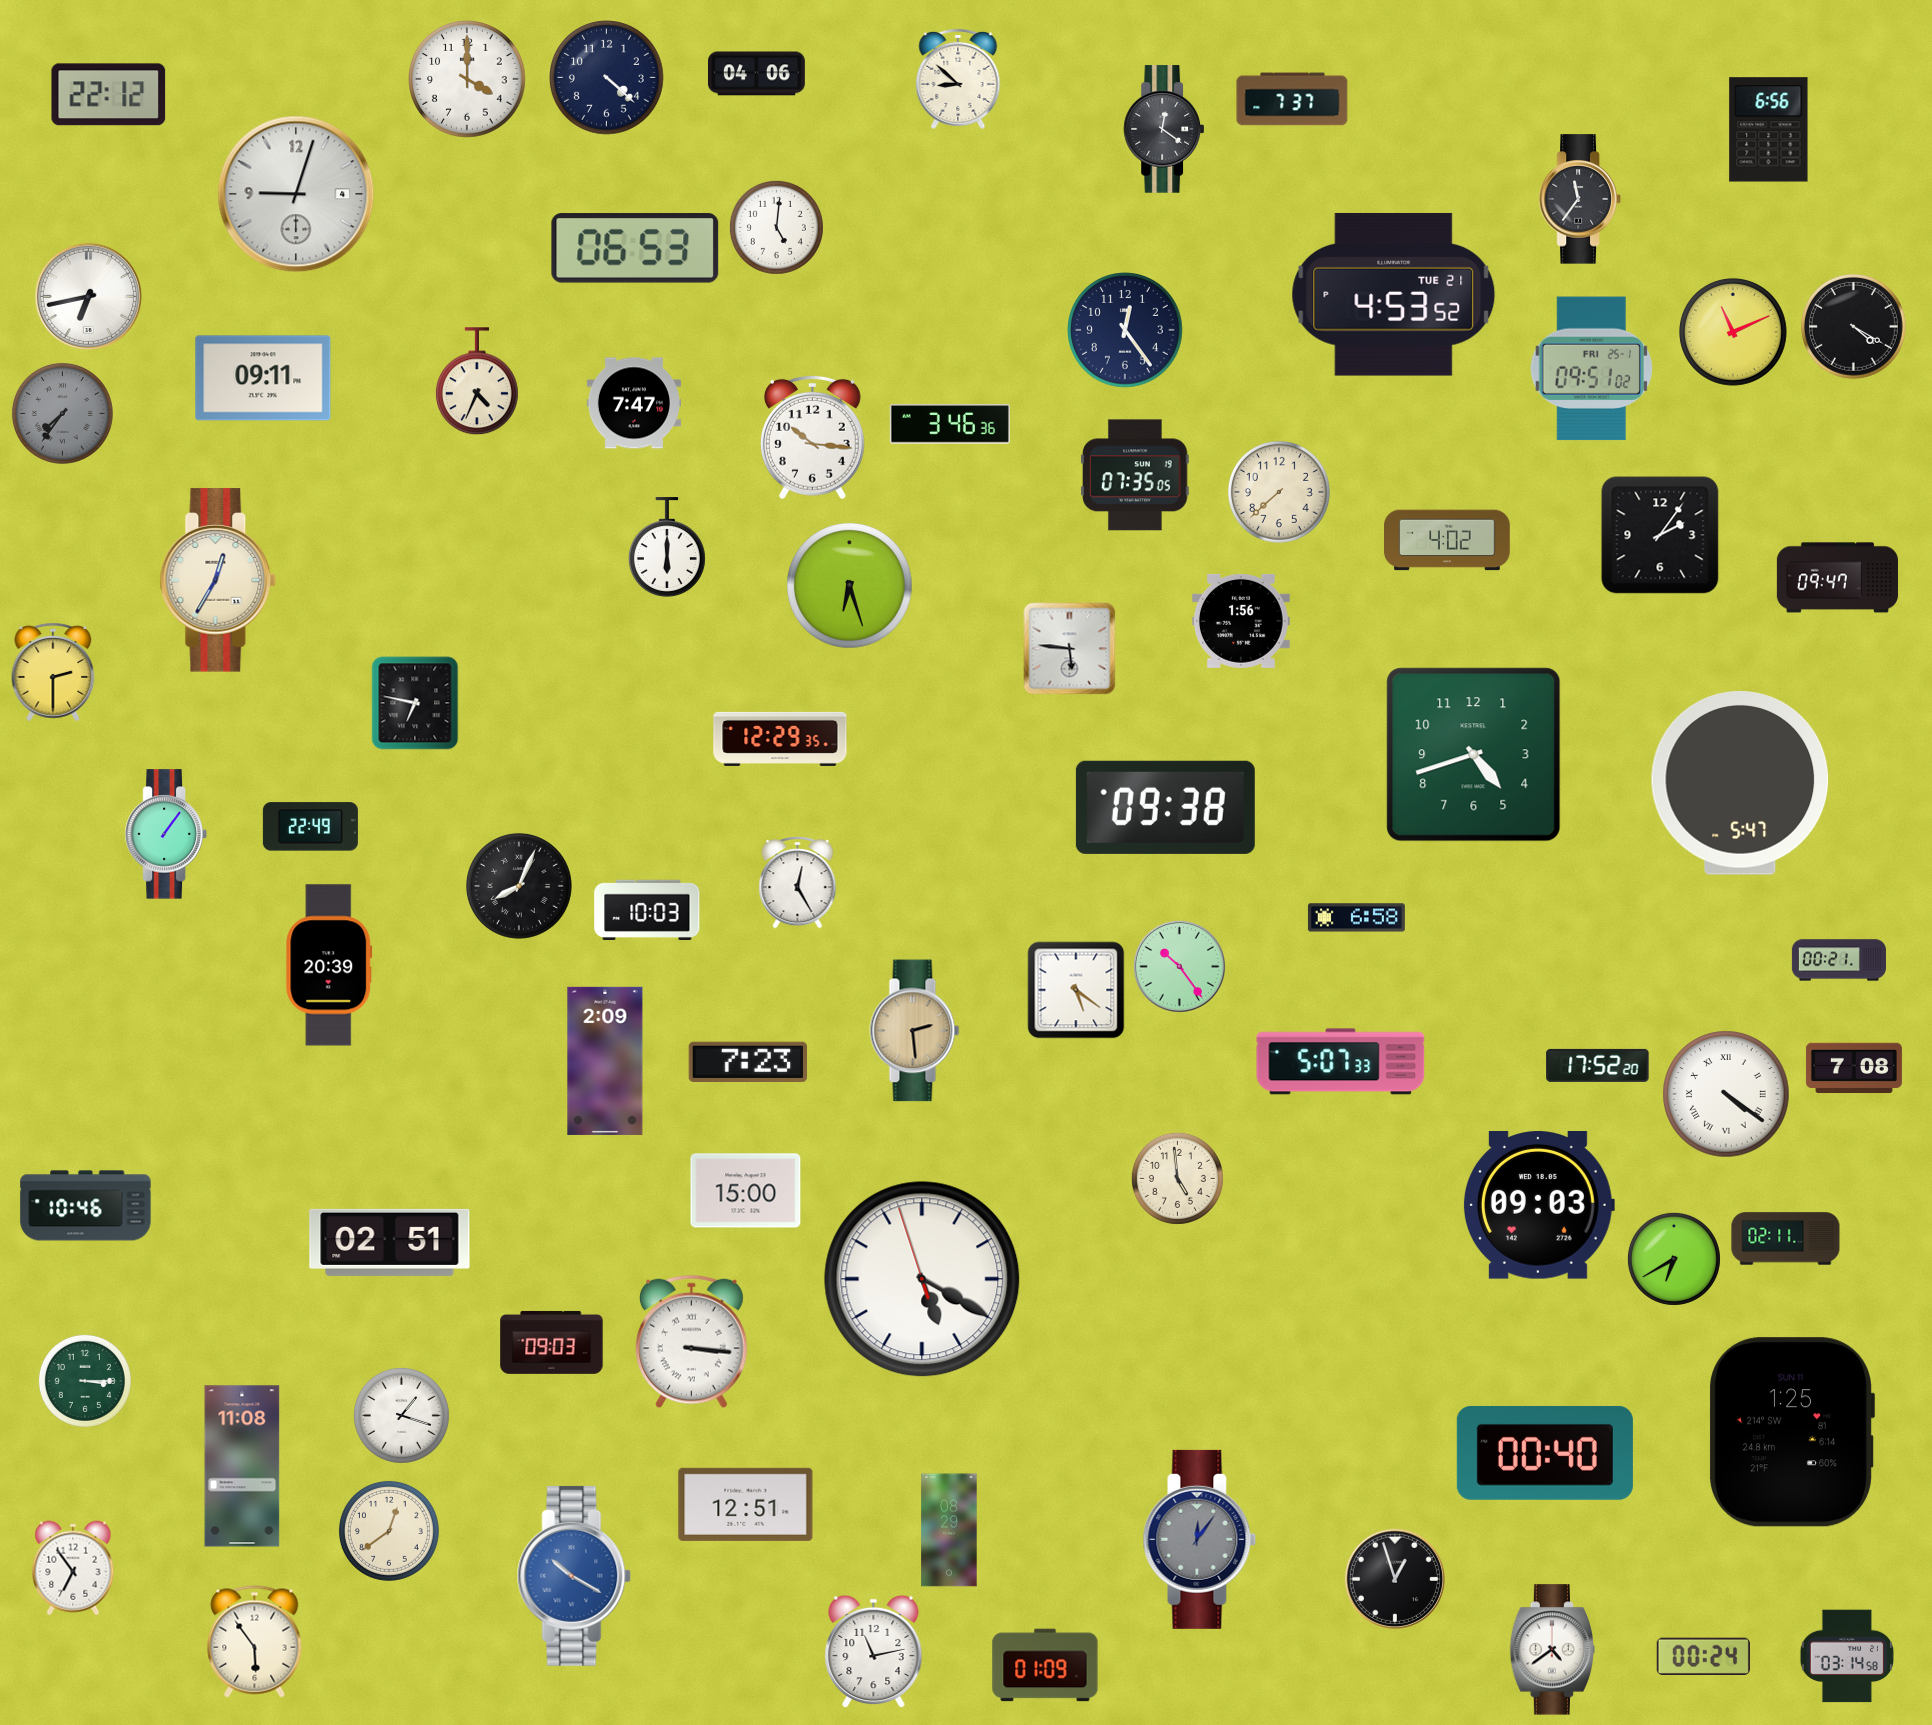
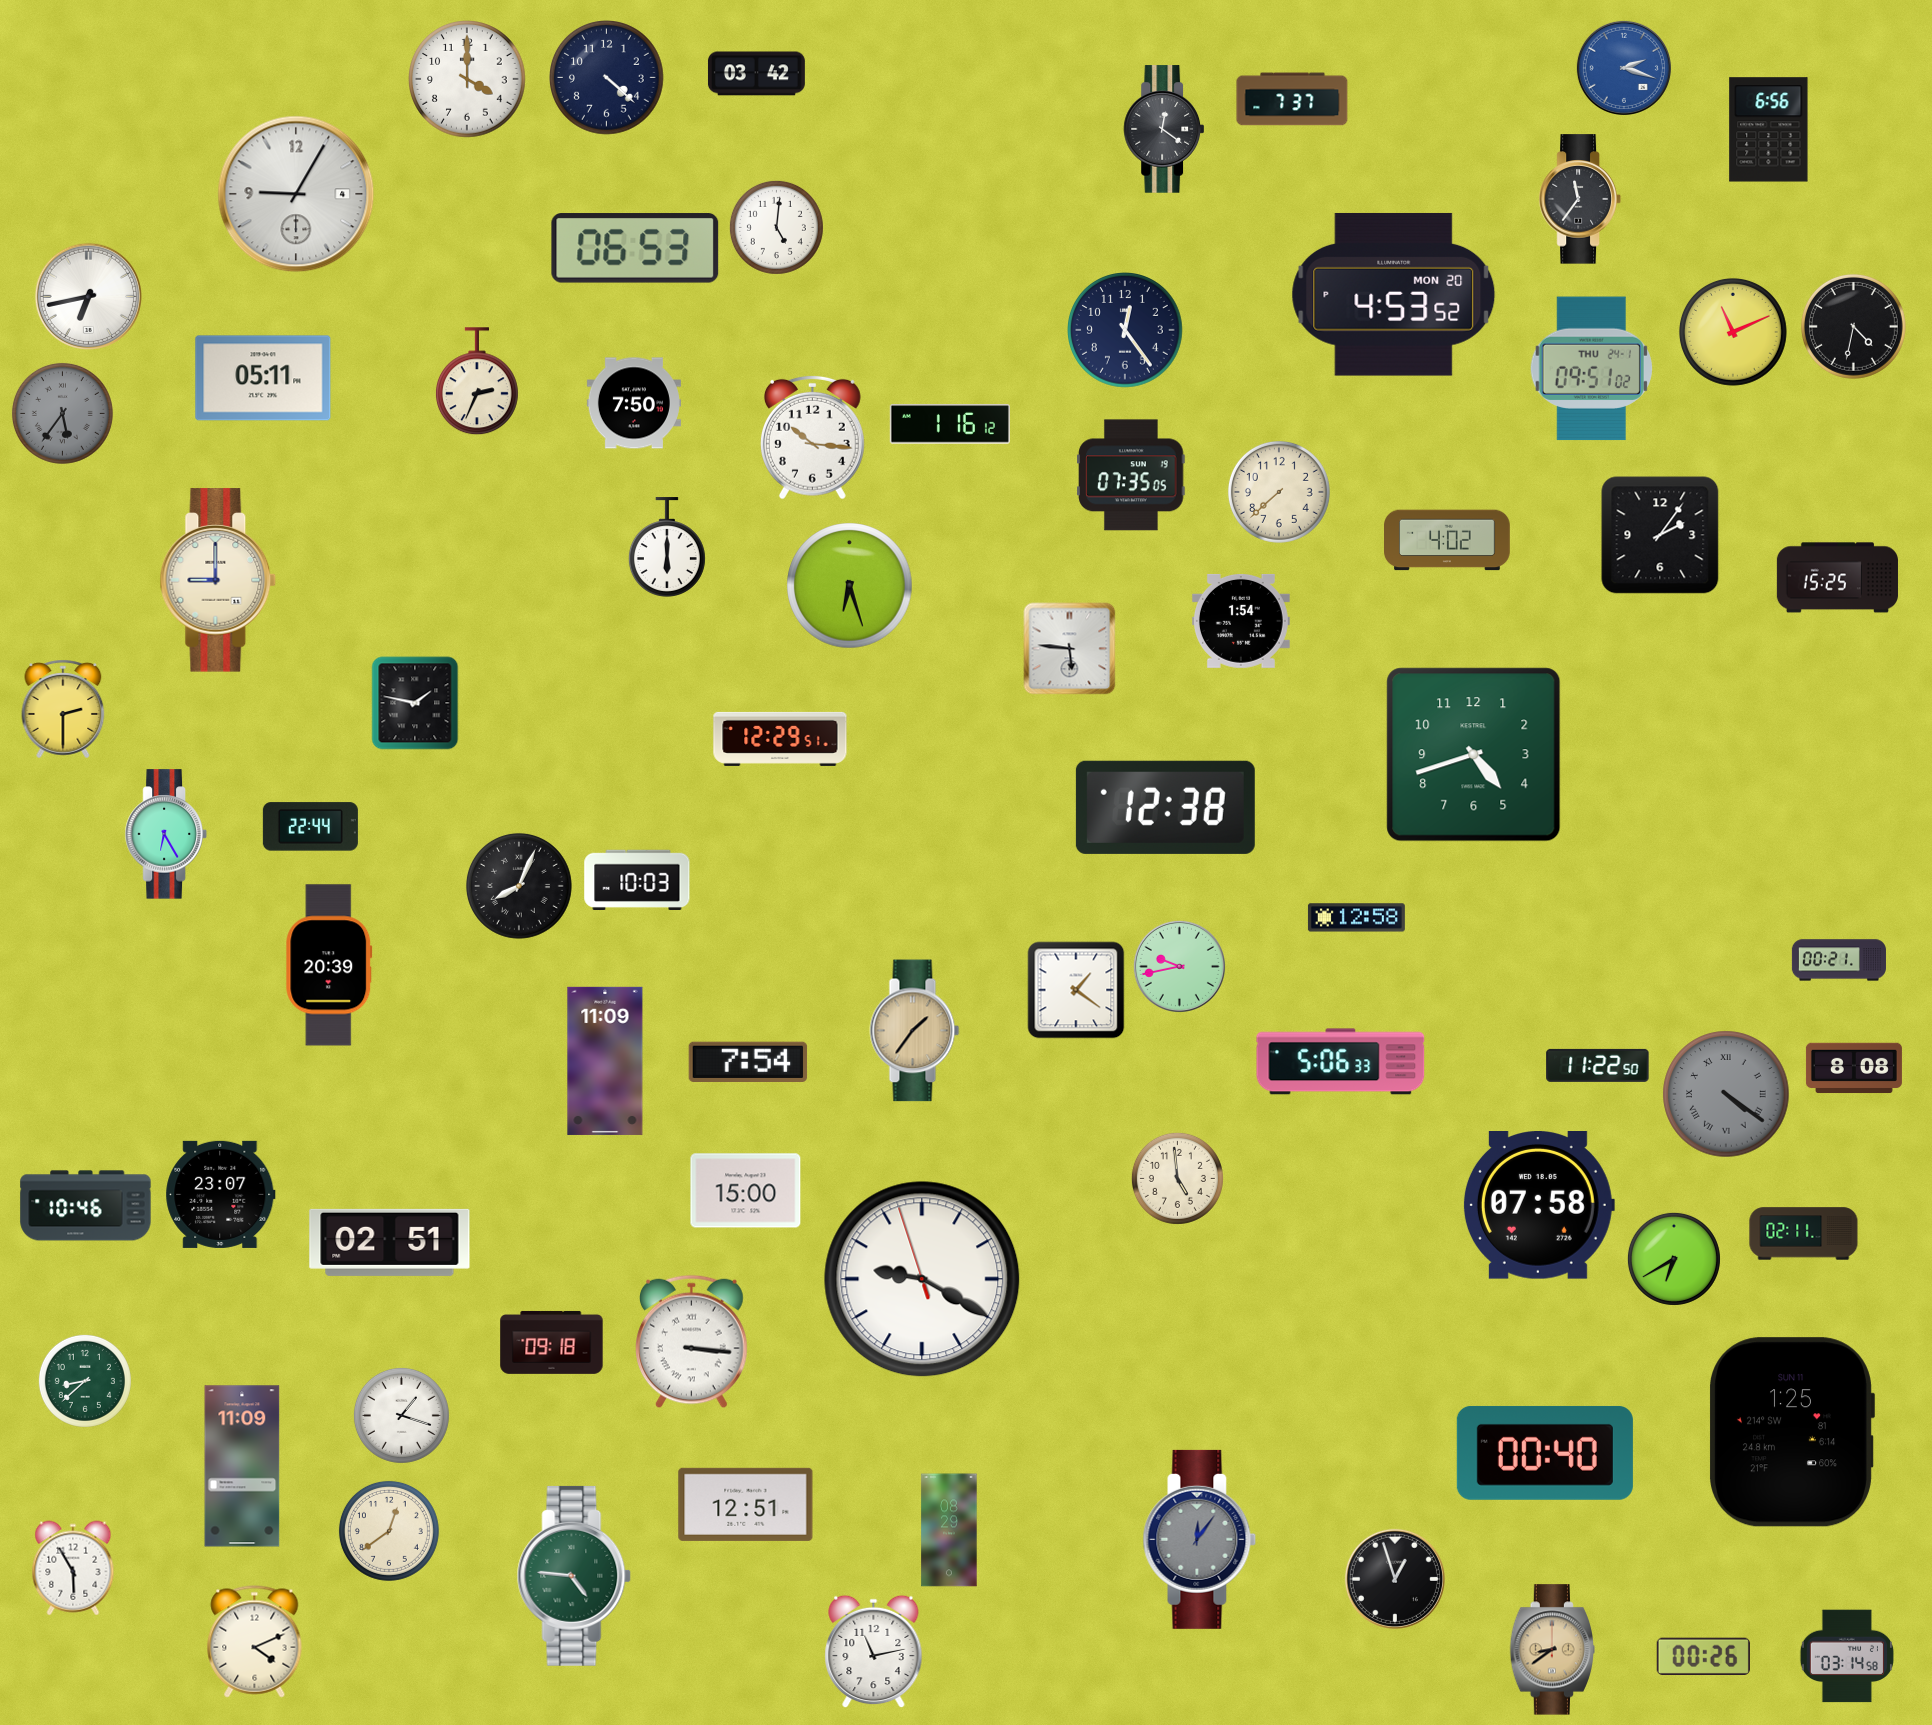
clock at (1624, 68): none -> 2:18
clock at (756, 74): 04:06 -> 03:42
clock at (958, 79): 8:52 -> none
clock at (109, 95): 22:12 -> none
clock at (296, 194): 9:03 -> 9:05
clock at (1394, 294) date: TUE 21 -> MON 20
clock at (1853, 326): 4:20 -> 4:32
clock at (1591, 369) date: FRI 25-1 -> THU 24-1
clock at (263, 378): 09:11 -> 05:11
clock at (477, 382): 4:34 -> 2:34
clock at (634, 403): 7:47 -> 7:50
clock at (62, 413): 7:36 -> 5:36
clock at (950, 424): 3:46 -> 1:16
clock at (1135, 475) position: (1135, 475) -> (1131, 475)
clock at (1837, 578): 09:47 -> 15:25
clock at (218, 580): 12:35 -> 9:00
clock at (1241, 621): 1:56 -> 1:54
clock at (53, 672) position: (53, 672) -> (63, 709)
clock at (415, 703): 6:47 -> 1:47
clock at (780, 739): 12:29:35 -> 12:29:51
clock at (1740, 784): 5:47 -> none
clock at (1165, 807): 09:38 -> 12:38
clock at (310, 827): 22:49 -> 22:44
clock at (166, 834): 1:06 -> 6:25
clock at (798, 883): 12:25 -> none
clock at (647, 909) position: (647, 909) -> (637, 879)
clock at (1356, 918): 6:58 -> 12:58
clock at (1179, 966): 10:24 -> 9:43
clock at (1076, 990): 5:21 -> 1:21
clock at (915, 1031): 2:29 -> 1:36
clock at (605, 1061): 2:09 -> 11:09
clock at (748, 1062): 7:23 -> 7:54
clock at (1341, 1062): 5:07 -> 5:06
clock at (1598, 1065): 17:52 -> 11:22
clock at (1854, 1068): 7:08 -> 8:08
clock at (1726, 1094) dial: white -> grey
clock at (221, 1194): none -> 23:07
clock at (1538, 1206): 09:03 -> 07:58
clock at (1786, 1239) position: (1786, 1239) -> (1804, 1234)
clock at (922, 1279): 5:19 -> 9:19
clock at (552, 1342): 09:03 -> 09:18
clock at (85, 1381): 3:15 -> 8:38
clock at (242, 1466): 11:08 -> 11:09
clock at (73, 1568): 6:54 -> 5:55
clock at (574, 1576): 10:20 -> 4:46
clock at (574, 1576) dial: blue -> green
clock at (255, 1642): 5:54 -> 4:11
clock at (1552, 1650): 4:39 -> 8:39
clock at (1552, 1650) dial: white -> champagne
clock at (1703, 1656): 00:24 -> 00:26
clock at (1045, 1665): 01:09 -> none
